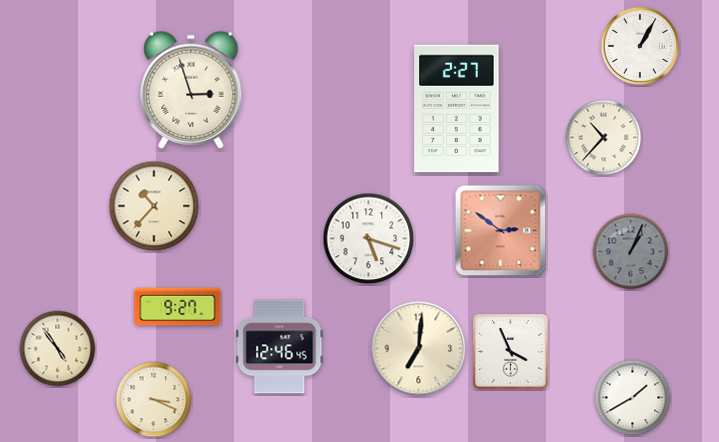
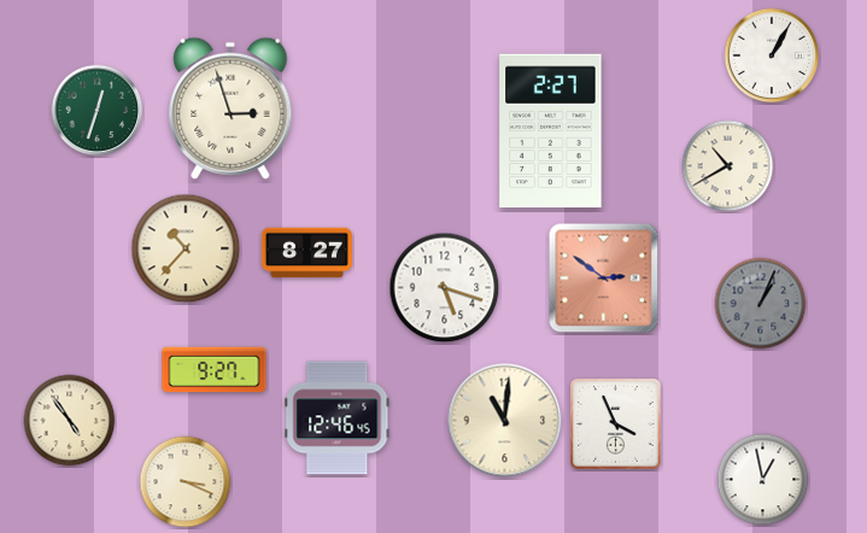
clock at (98, 111): none -> 12:33
clock at (604, 138): 10:37 -> 10:40
clock at (306, 253): none -> 8:27
clock at (419, 349): 7:01 -> 11:01
clock at (633, 398): 1:40 -> 12:58
